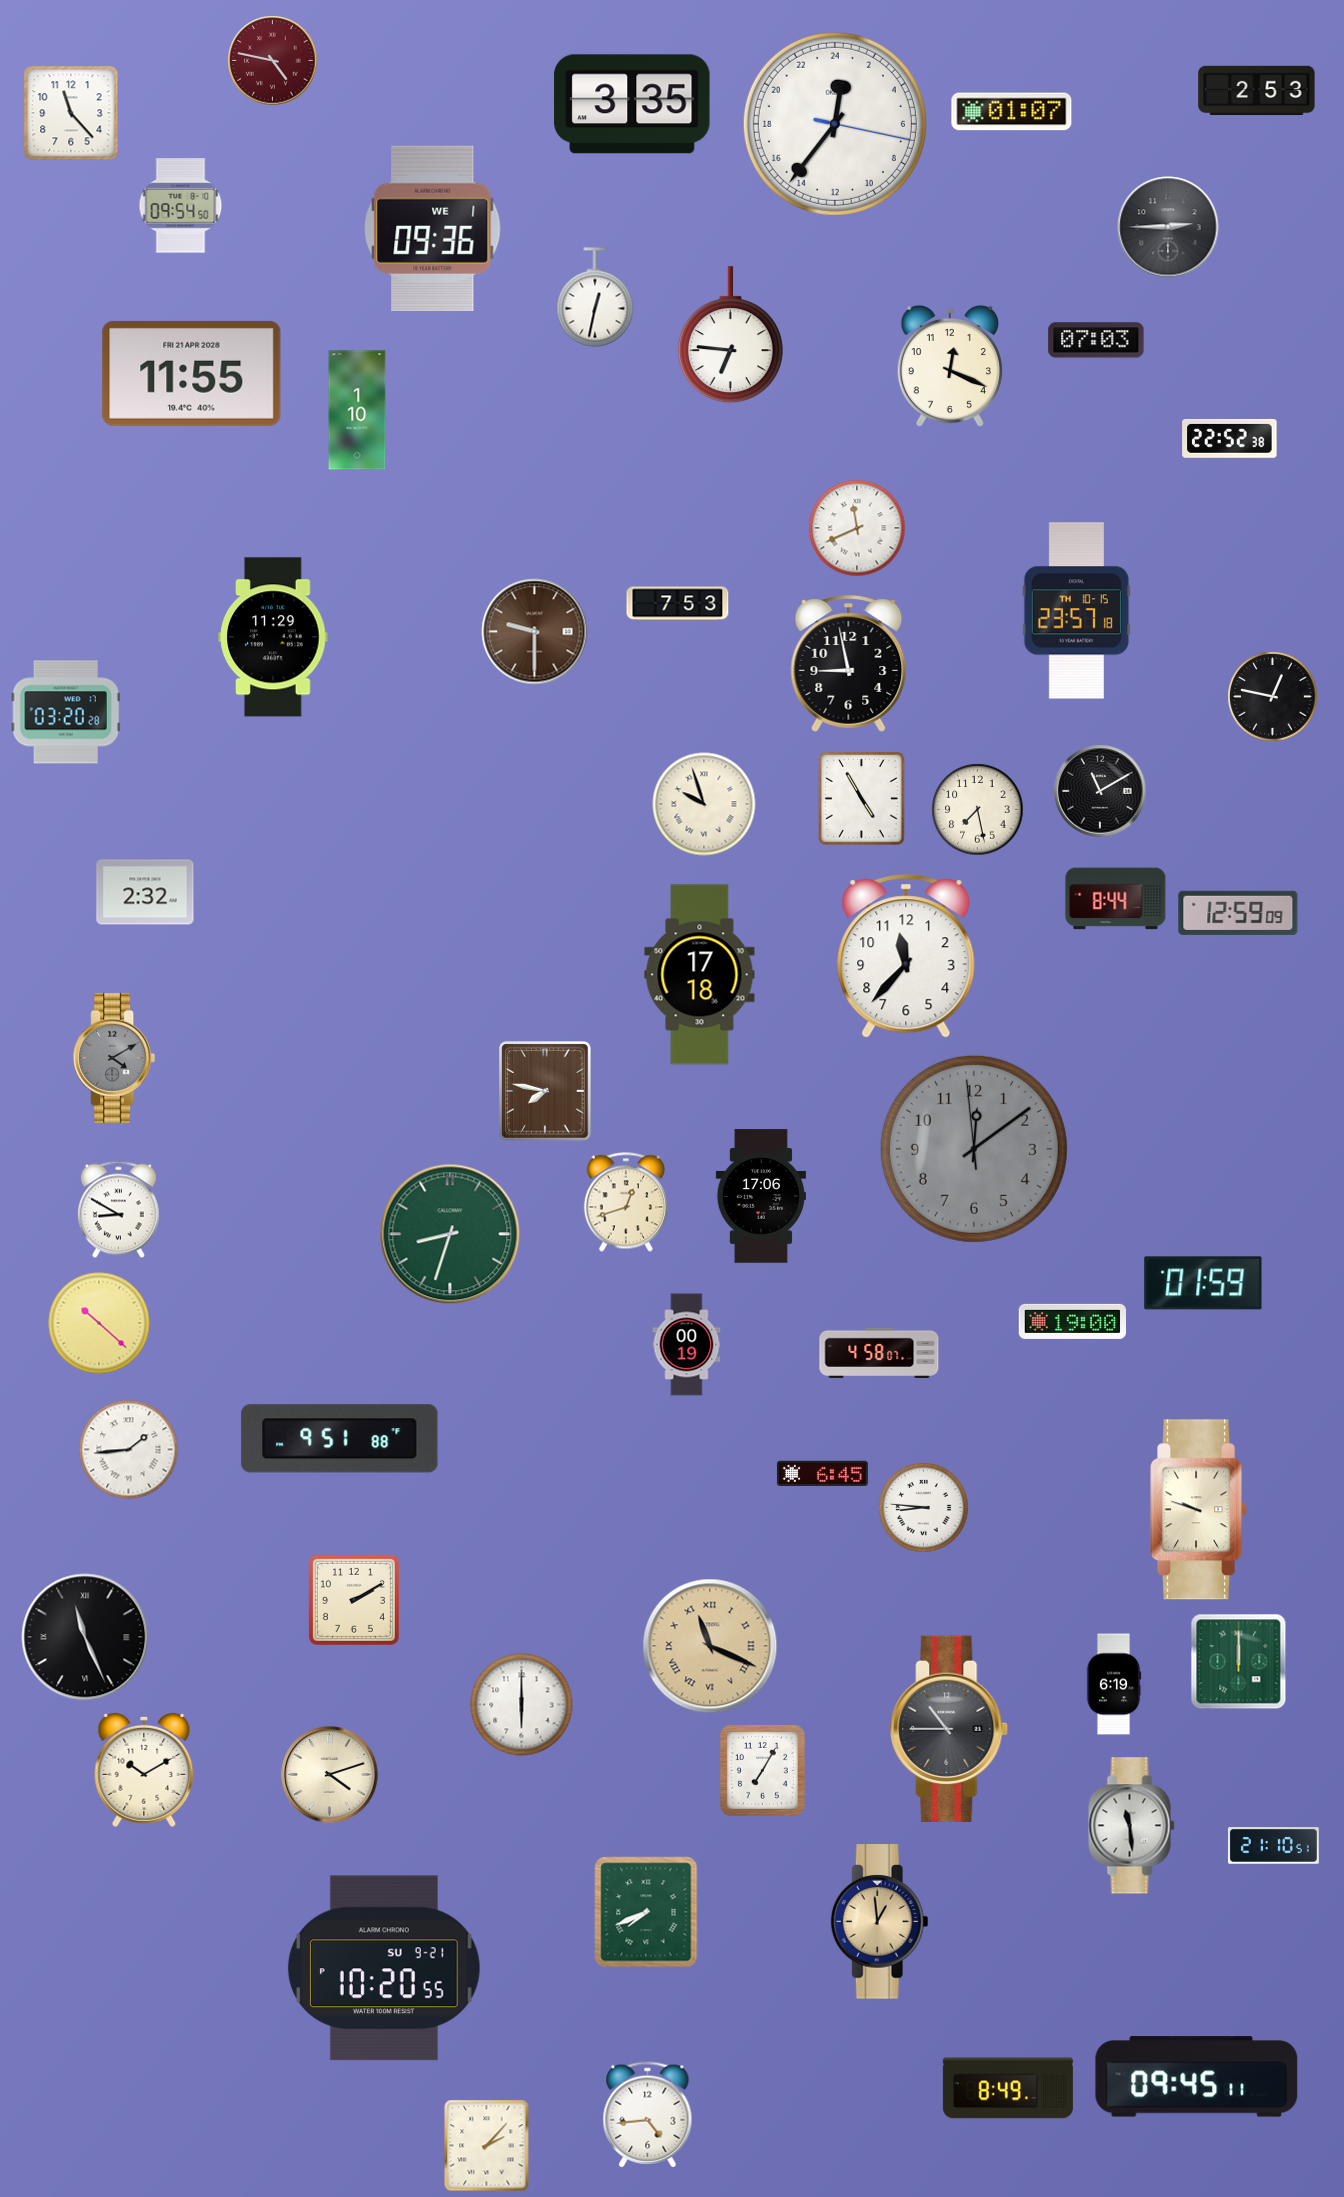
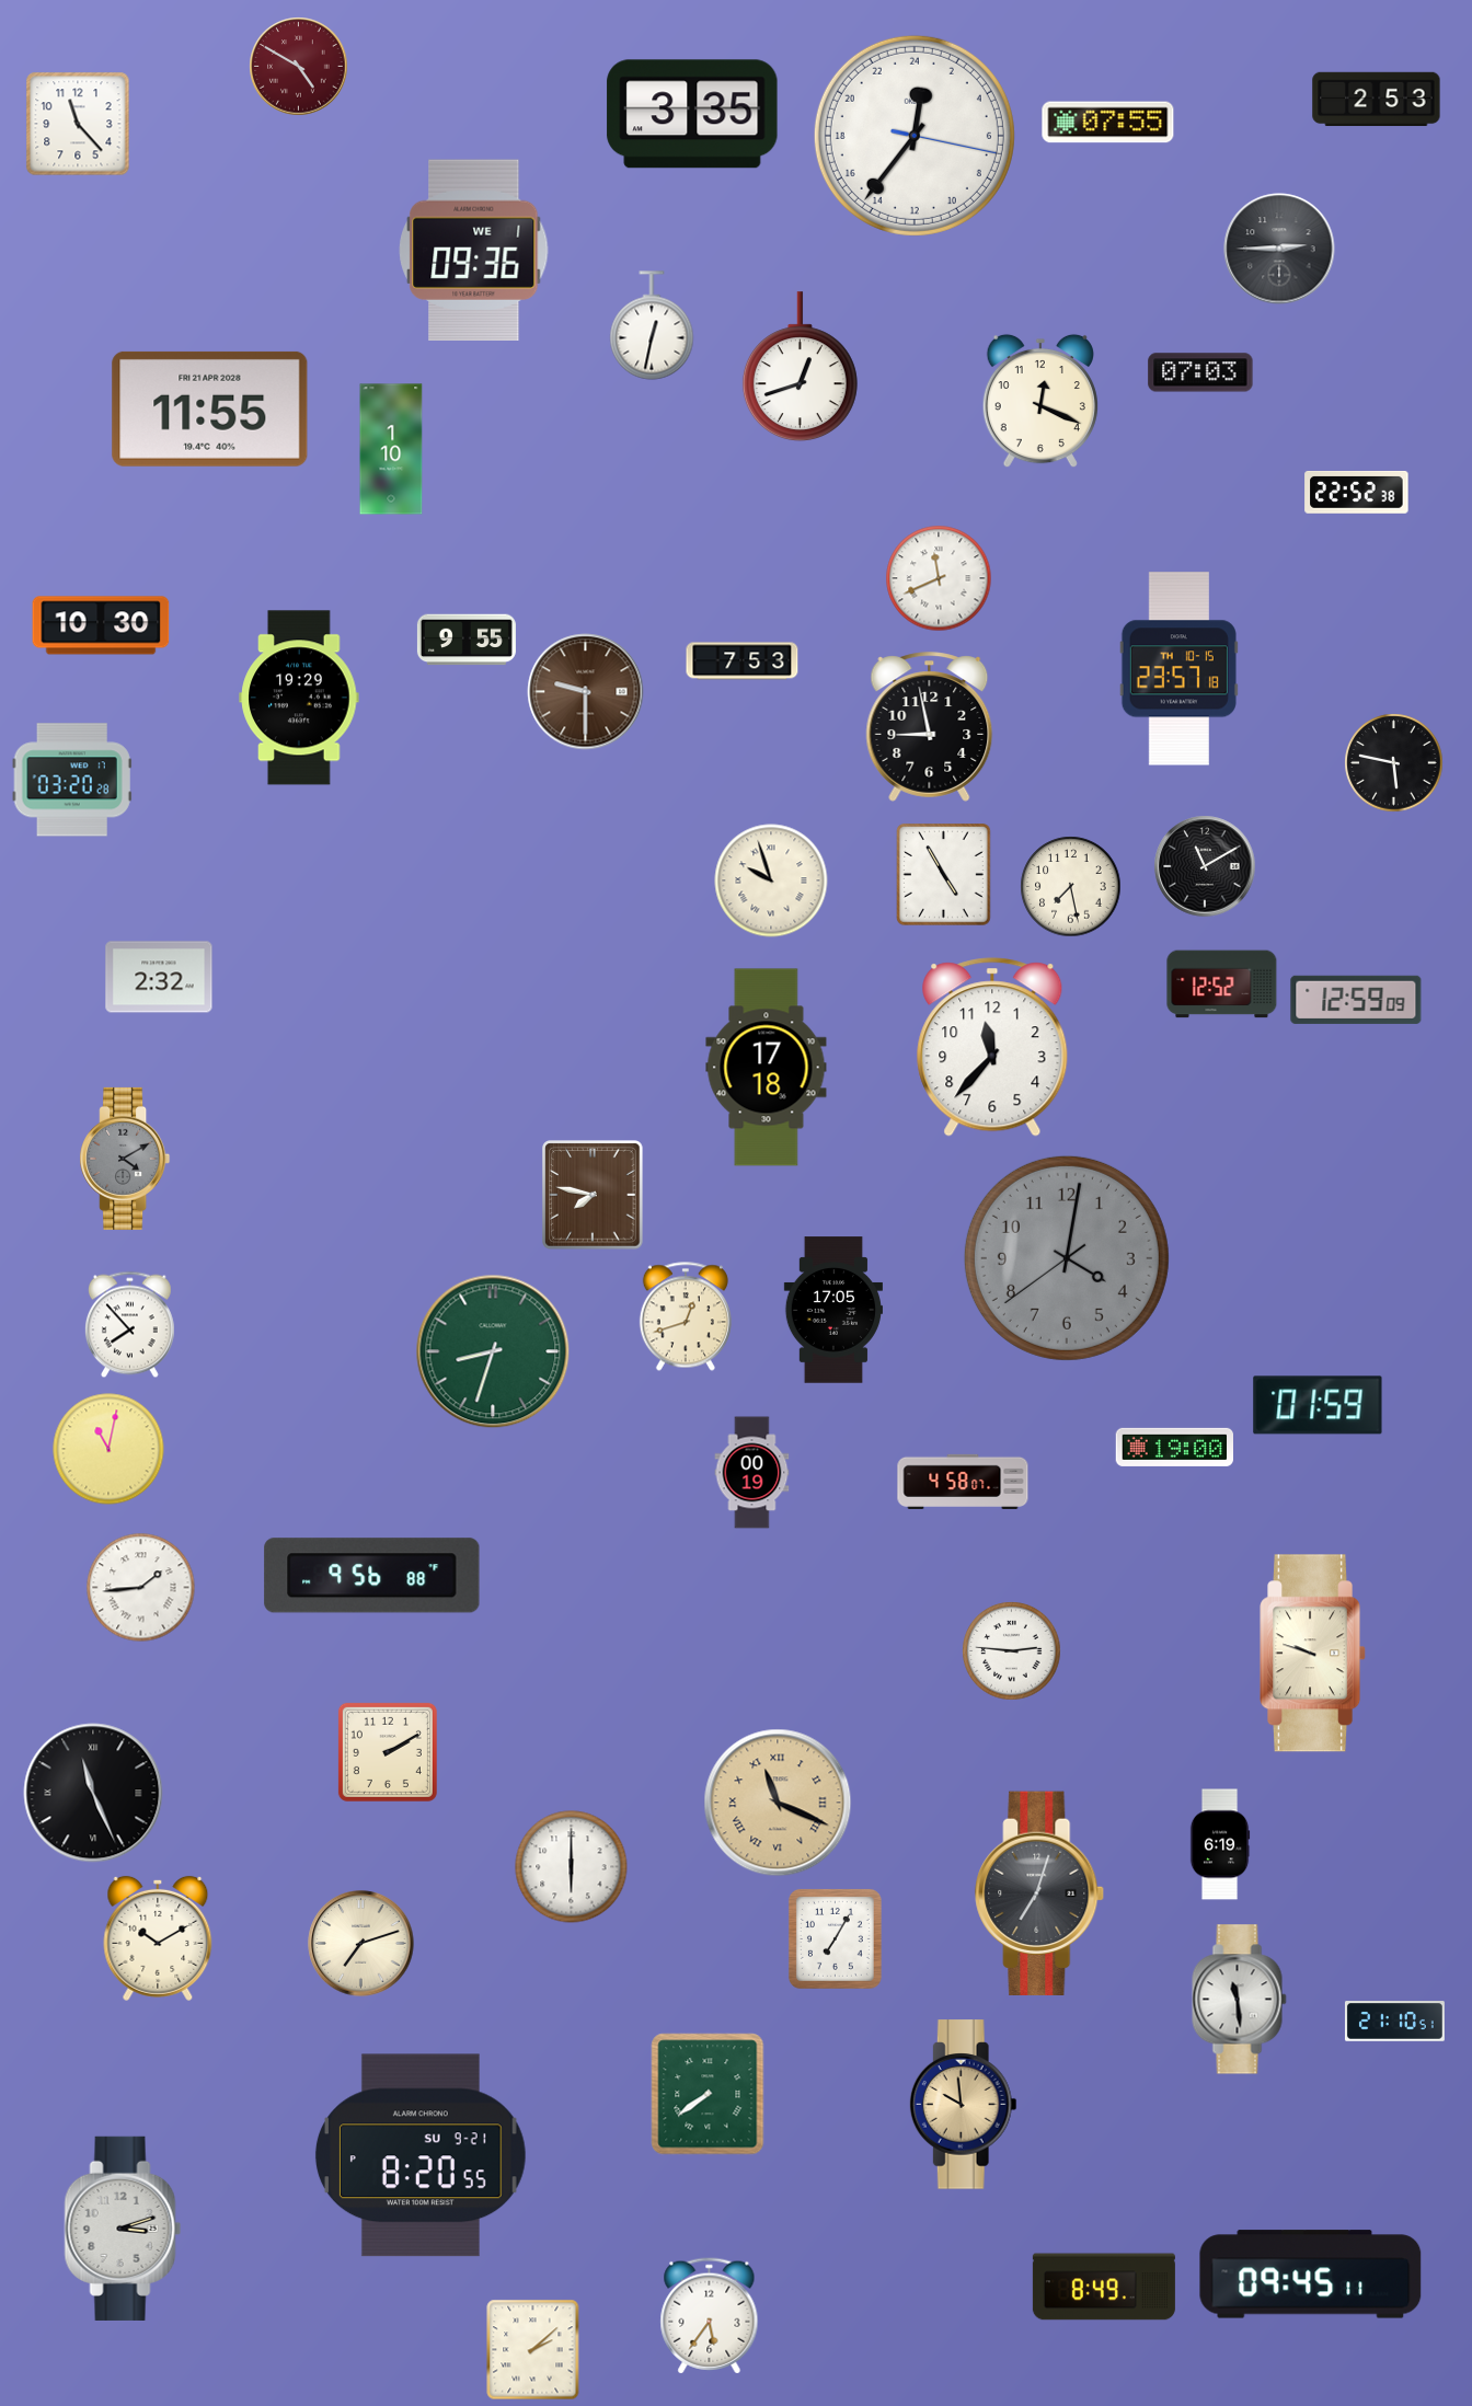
clock at (273, 61): 4:47 -> 4:50
clock at (1012, 112): 01:07 -> 07:55
clock at (181, 206): 09:54 -> none
clock at (730, 335): 6:46 -> 12:42
clock at (1230, 438) position: (1230, 438) -> (1357, 492)
clock at (101, 625): none -> 10:30
clock at (467, 640): none -> 9:55
clock at (273, 637): 11:29 -> 19:29
clock at (1273, 697): 12:47 -> 5:47
clock at (1116, 899): 8:44 -> 12:52
clock at (545, 1091) position: (545, 1091) -> (593, 1195)
clock at (974, 1149): 12:08 -> 4:01
clock at (761, 1196): 17:06 -> 17:05
clock at (118, 1210): 8:50 -> 7:53
clock at (99, 1323): 10:22 -> 11:02
clock at (340, 1439): 9:51 -> 9:56
clock at (822, 1473): 6:45 -> none
clock at (924, 1508): 8:46 -> 2:46
clock at (1239, 1662): 12:00 -> none
clock at (950, 1728): 10:45 -> 7:03
clock at (330, 1775): 4:12 -> 7:12
clock at (646, 1912): 7:41 -> 7:39
clock at (879, 1922): 12:59 -> 9:59
clock at (384, 1968): 10:20 -> 8:20
clock at (123, 2229): none -> 3:12
clock at (648, 2115): 4:44 -> 5:36
clock at (487, 2146): 2:07 -> 2:08
